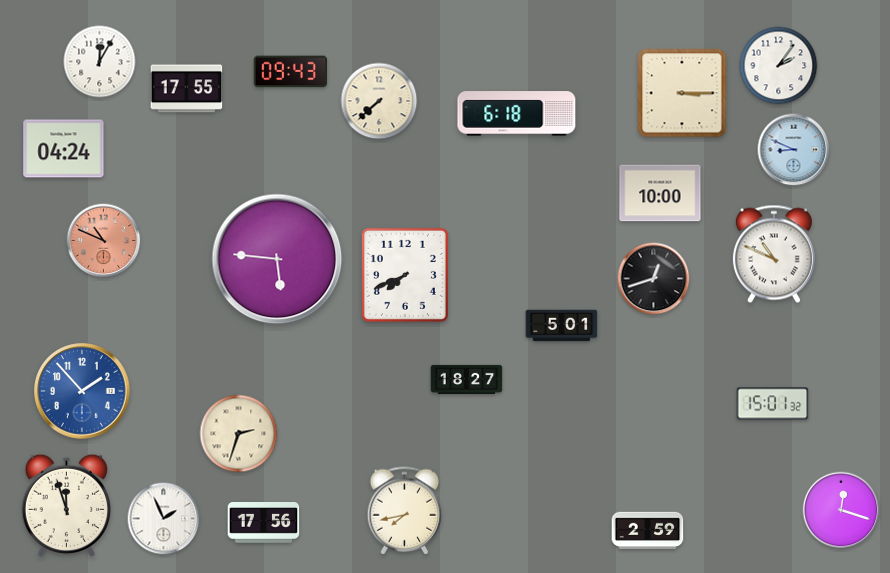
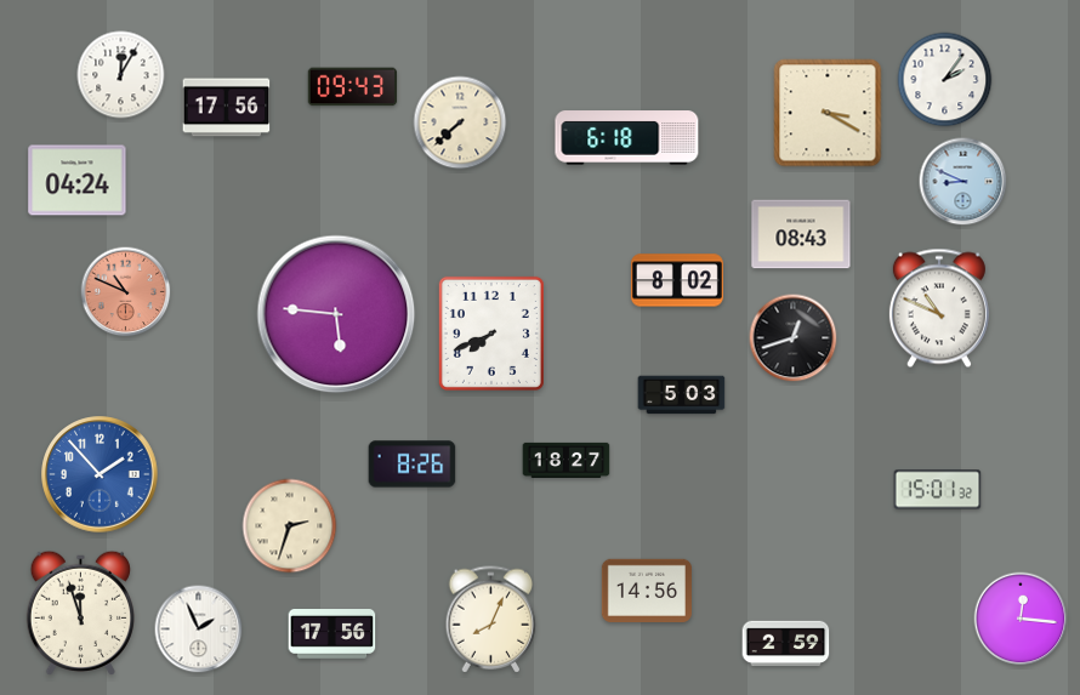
clock at (187, 89): 17:55 -> 17:56
clock at (682, 93): 3:15 -> 3:20
clock at (660, 193): 10:00 -> 08:43
clock at (677, 280): none -> 8:02
clock at (562, 326): 5:01 -> 5:03
clock at (413, 465): none -> 8:26
clock at (646, 589): none -> 14:56
clock at (841, 510): 12:18 -> 12:16
clock at (405, 511): 7:43 -> 8:04
clock at (264, 523) position: (264, 523) -> (332, 634)
